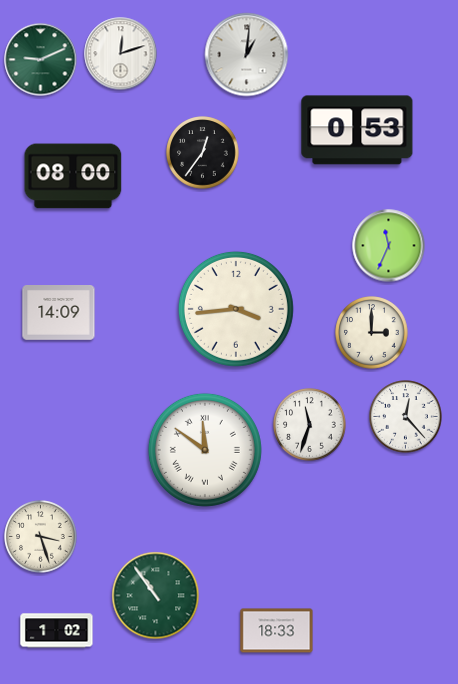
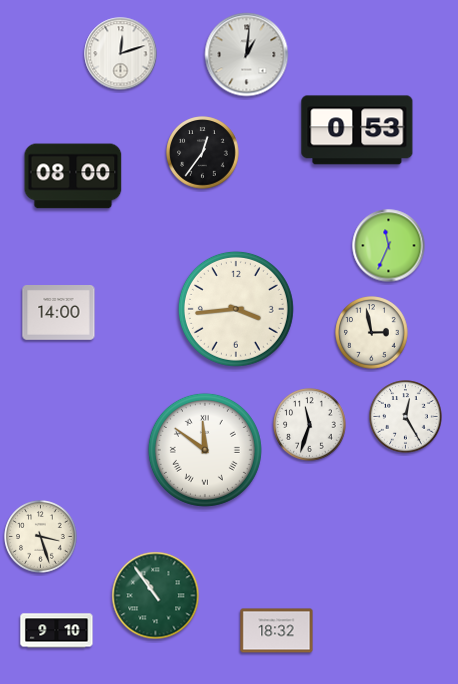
clock at (41, 60): 9:11 -> none
clock at (59, 313): 14:09 -> 14:00
clock at (372, 333): 3:00 -> 2:58
clock at (406, 417): 12:23 -> 12:25
clock at (57, 631): 1:02 -> 9:10
clock at (277, 631): 18:33 -> 18:32
